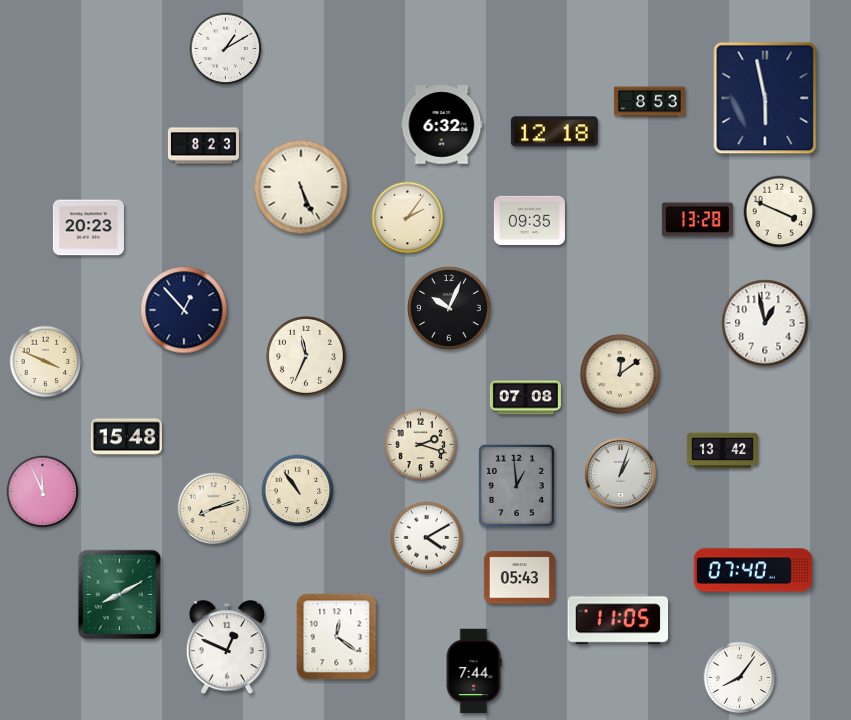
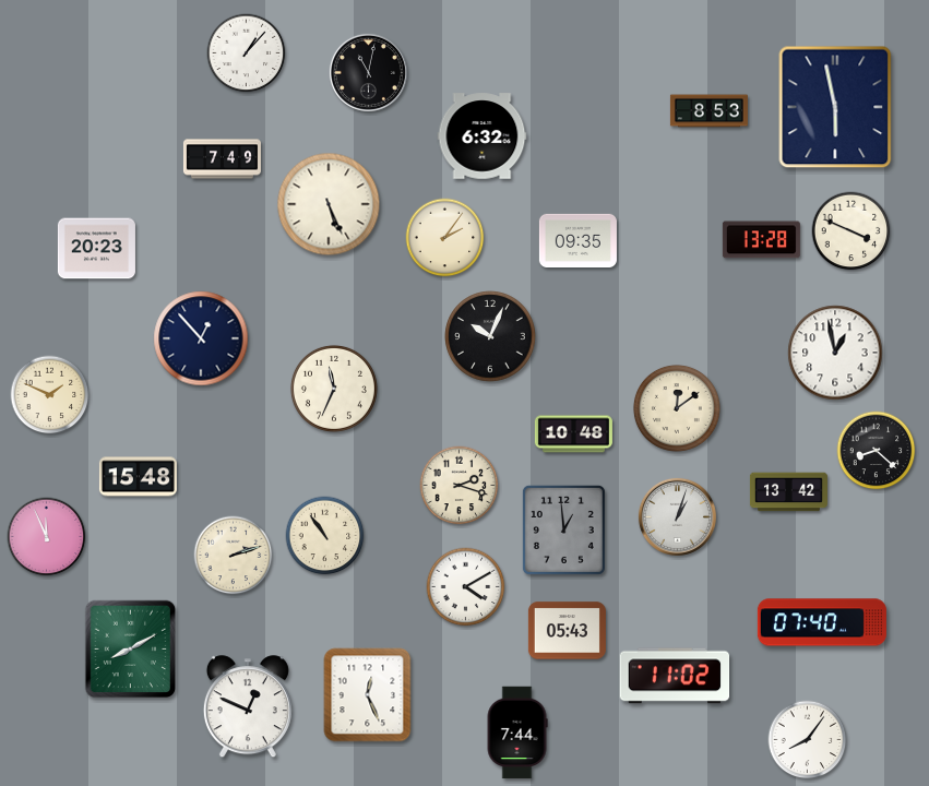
clock at (226, 49): 1:10 -> 1:07
clock at (368, 72): none -> 11:02
clock at (554, 132): 12:18 -> none
clock at (203, 146): 8:23 -> 7:49
clock at (46, 362): 3:49 -> 1:49
clock at (525, 398): 07:08 -> 10:48
clock at (877, 451): none -> 8:22
clock at (214, 509): 8:12 -> 2:12
clock at (618, 619): 11:05 -> 11:02
clock at (337, 637): 12:21 -> 12:26
